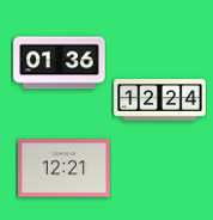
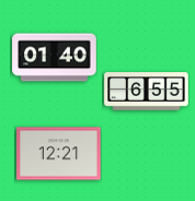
clock at (60, 63): 01:36 -> 01:40
clock at (160, 100): 12:24 -> 6:55
